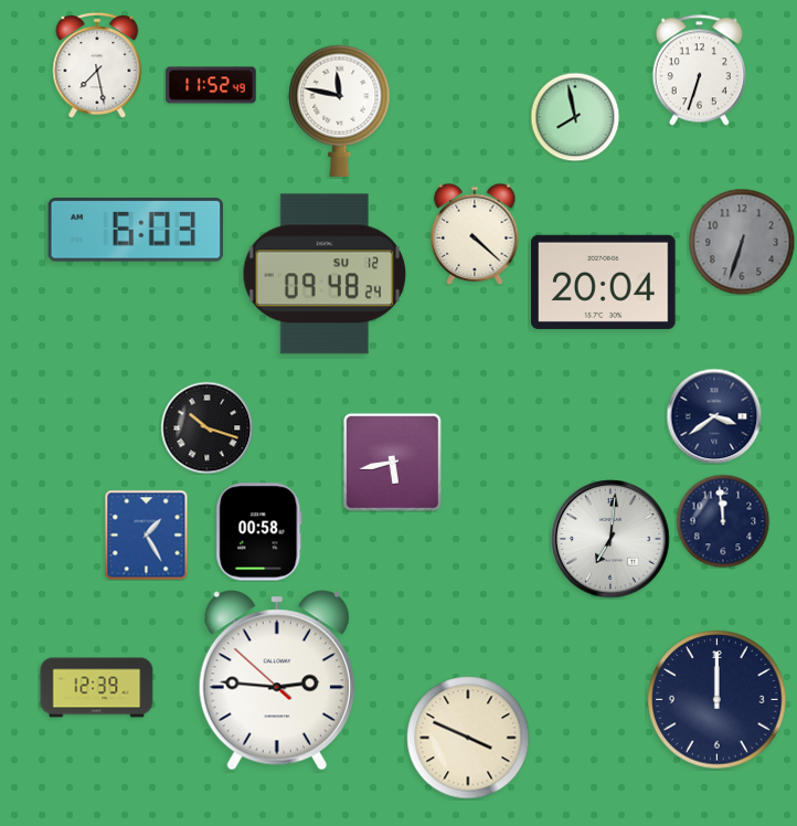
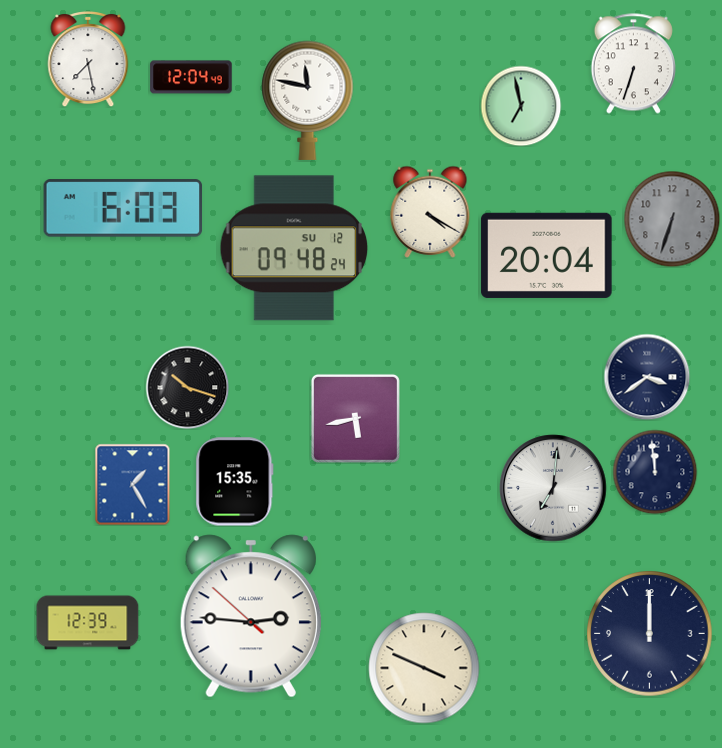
clock at (211, 85): 11:52 -> 12:04
clock at (575, 117): 7:58 -> 6:58
clock at (475, 234): 4:22 -> 4:20
clock at (259, 532): 00:58 -> 15:35
